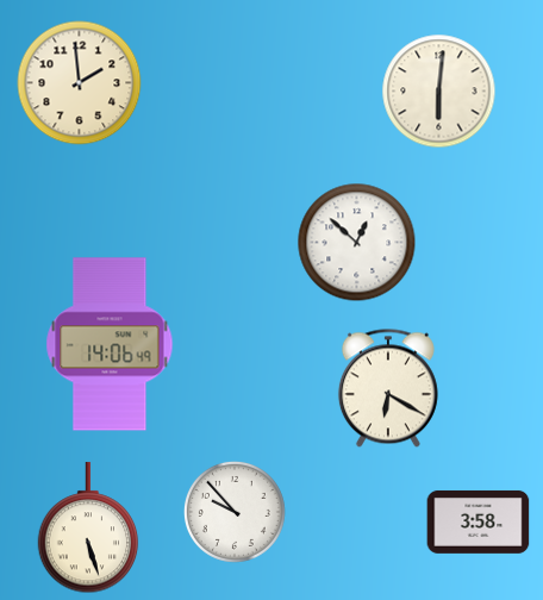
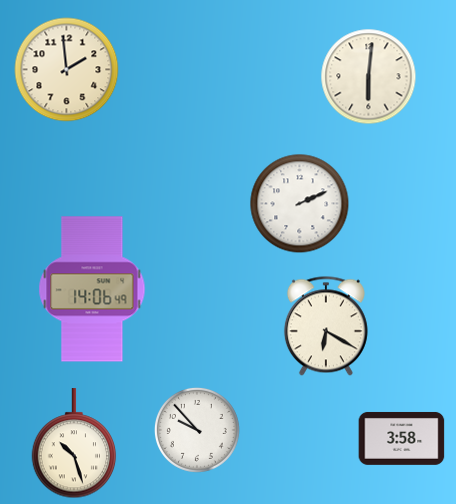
clock at (357, 243): 12:52 -> 2:11
clock at (88, 529): 5:27 -> 10:27
